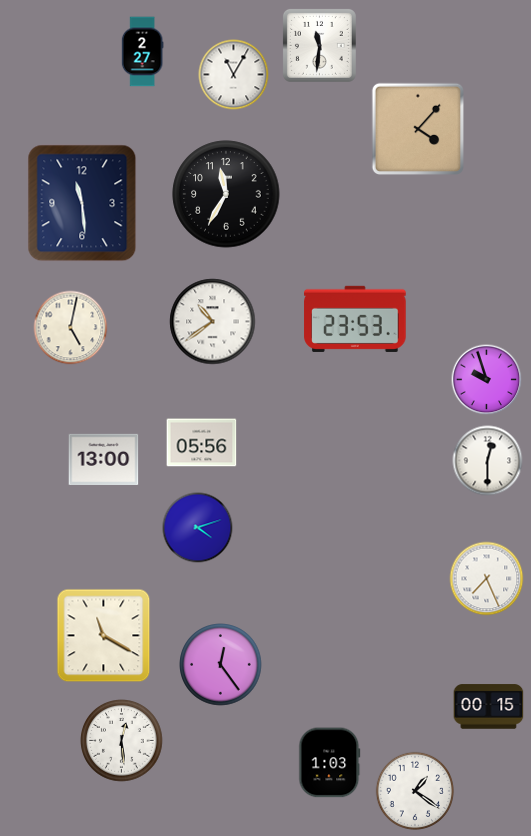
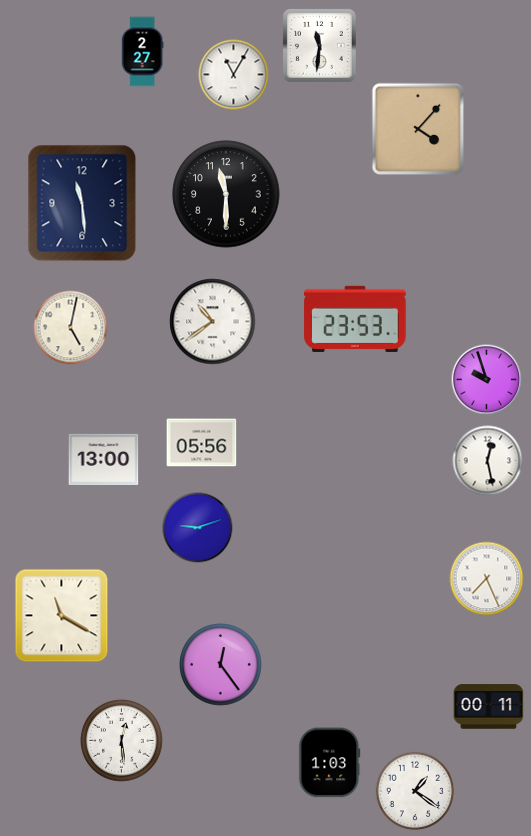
clock at (226, 194): 11:35 -> 11:30
clock at (488, 461): 12:30 -> 12:28
clock at (198, 528): 4:12 -> 9:12
clock at (104, 636) position: (104, 636) -> (62, 616)
clock at (489, 707): 00:15 -> 00:11
